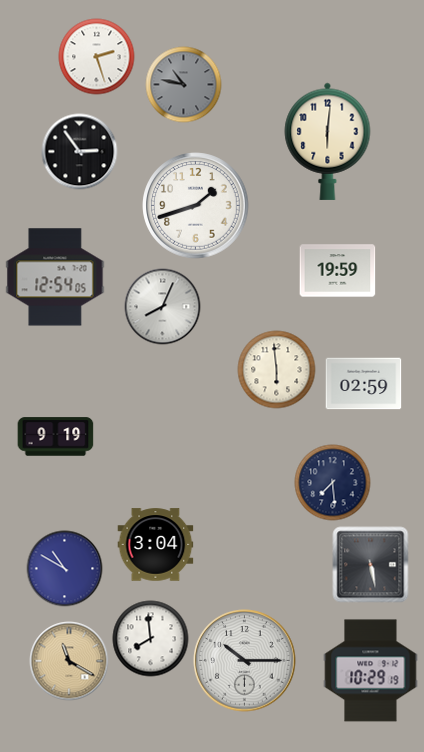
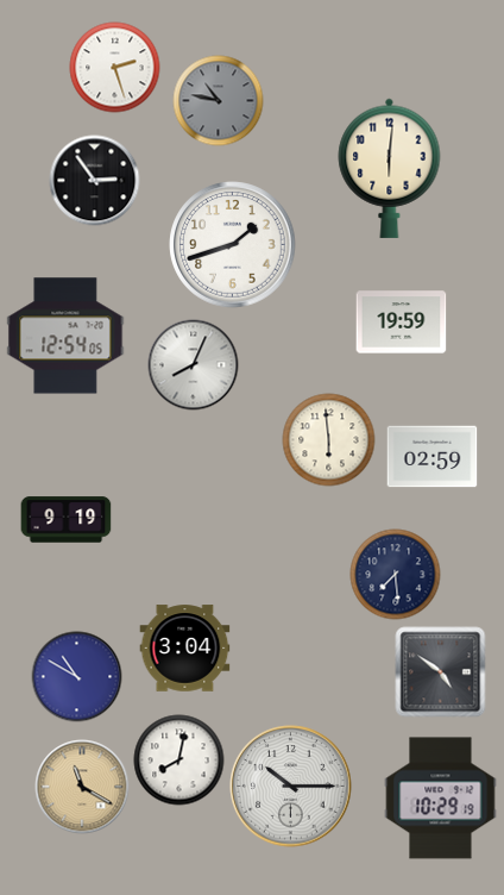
clock at (55, 277) position: (55, 277) -> (65, 336)
clock at (371, 565): 5:28 -> 4:51
clock at (151, 639): 7:59 -> 8:02
